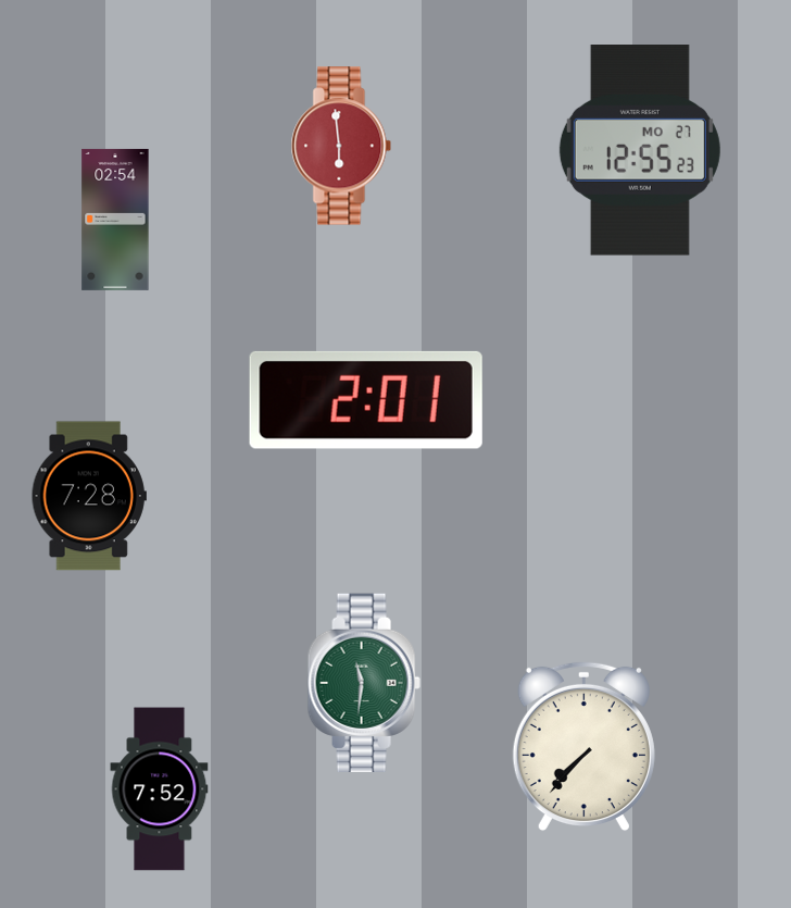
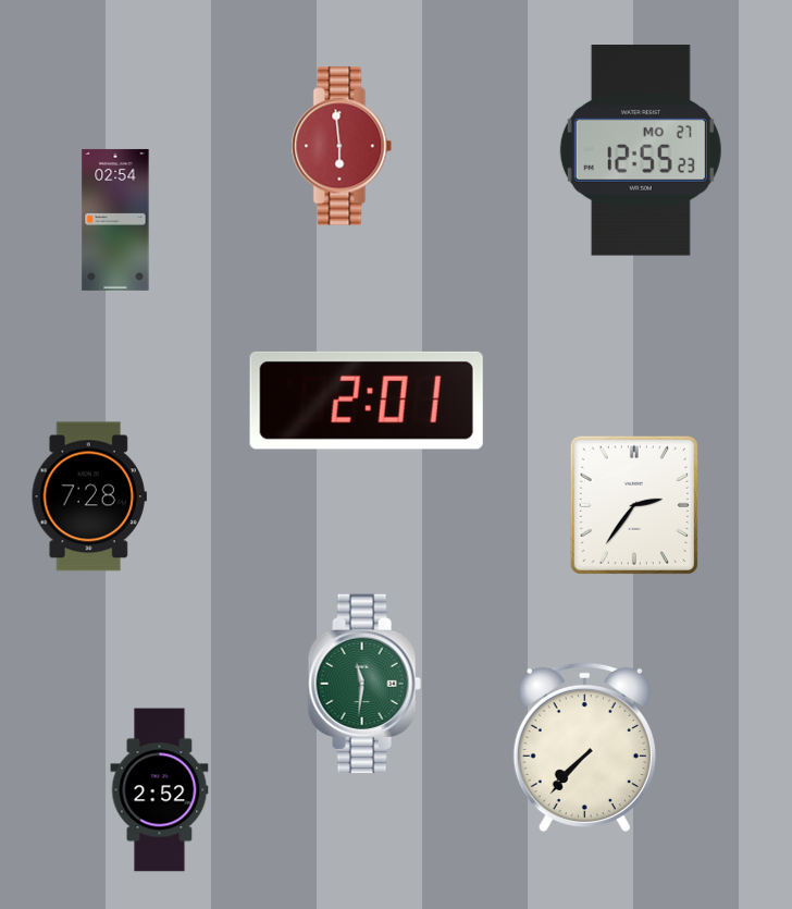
clock at (634, 505): none -> 2:36
clock at (160, 789): 7:52 -> 2:52
